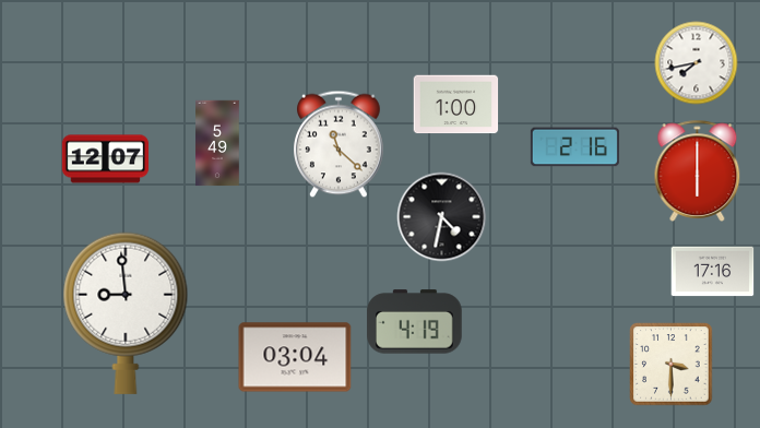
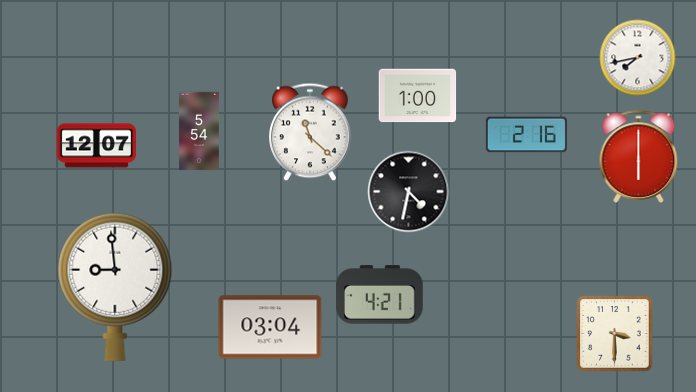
clock at (217, 143): 5:49 -> 5:54
clock at (442, 217) position: (442, 217) -> (409, 192)
clock at (713, 272): 17:16 -> none
clock at (415, 322): 4:19 -> 4:21
